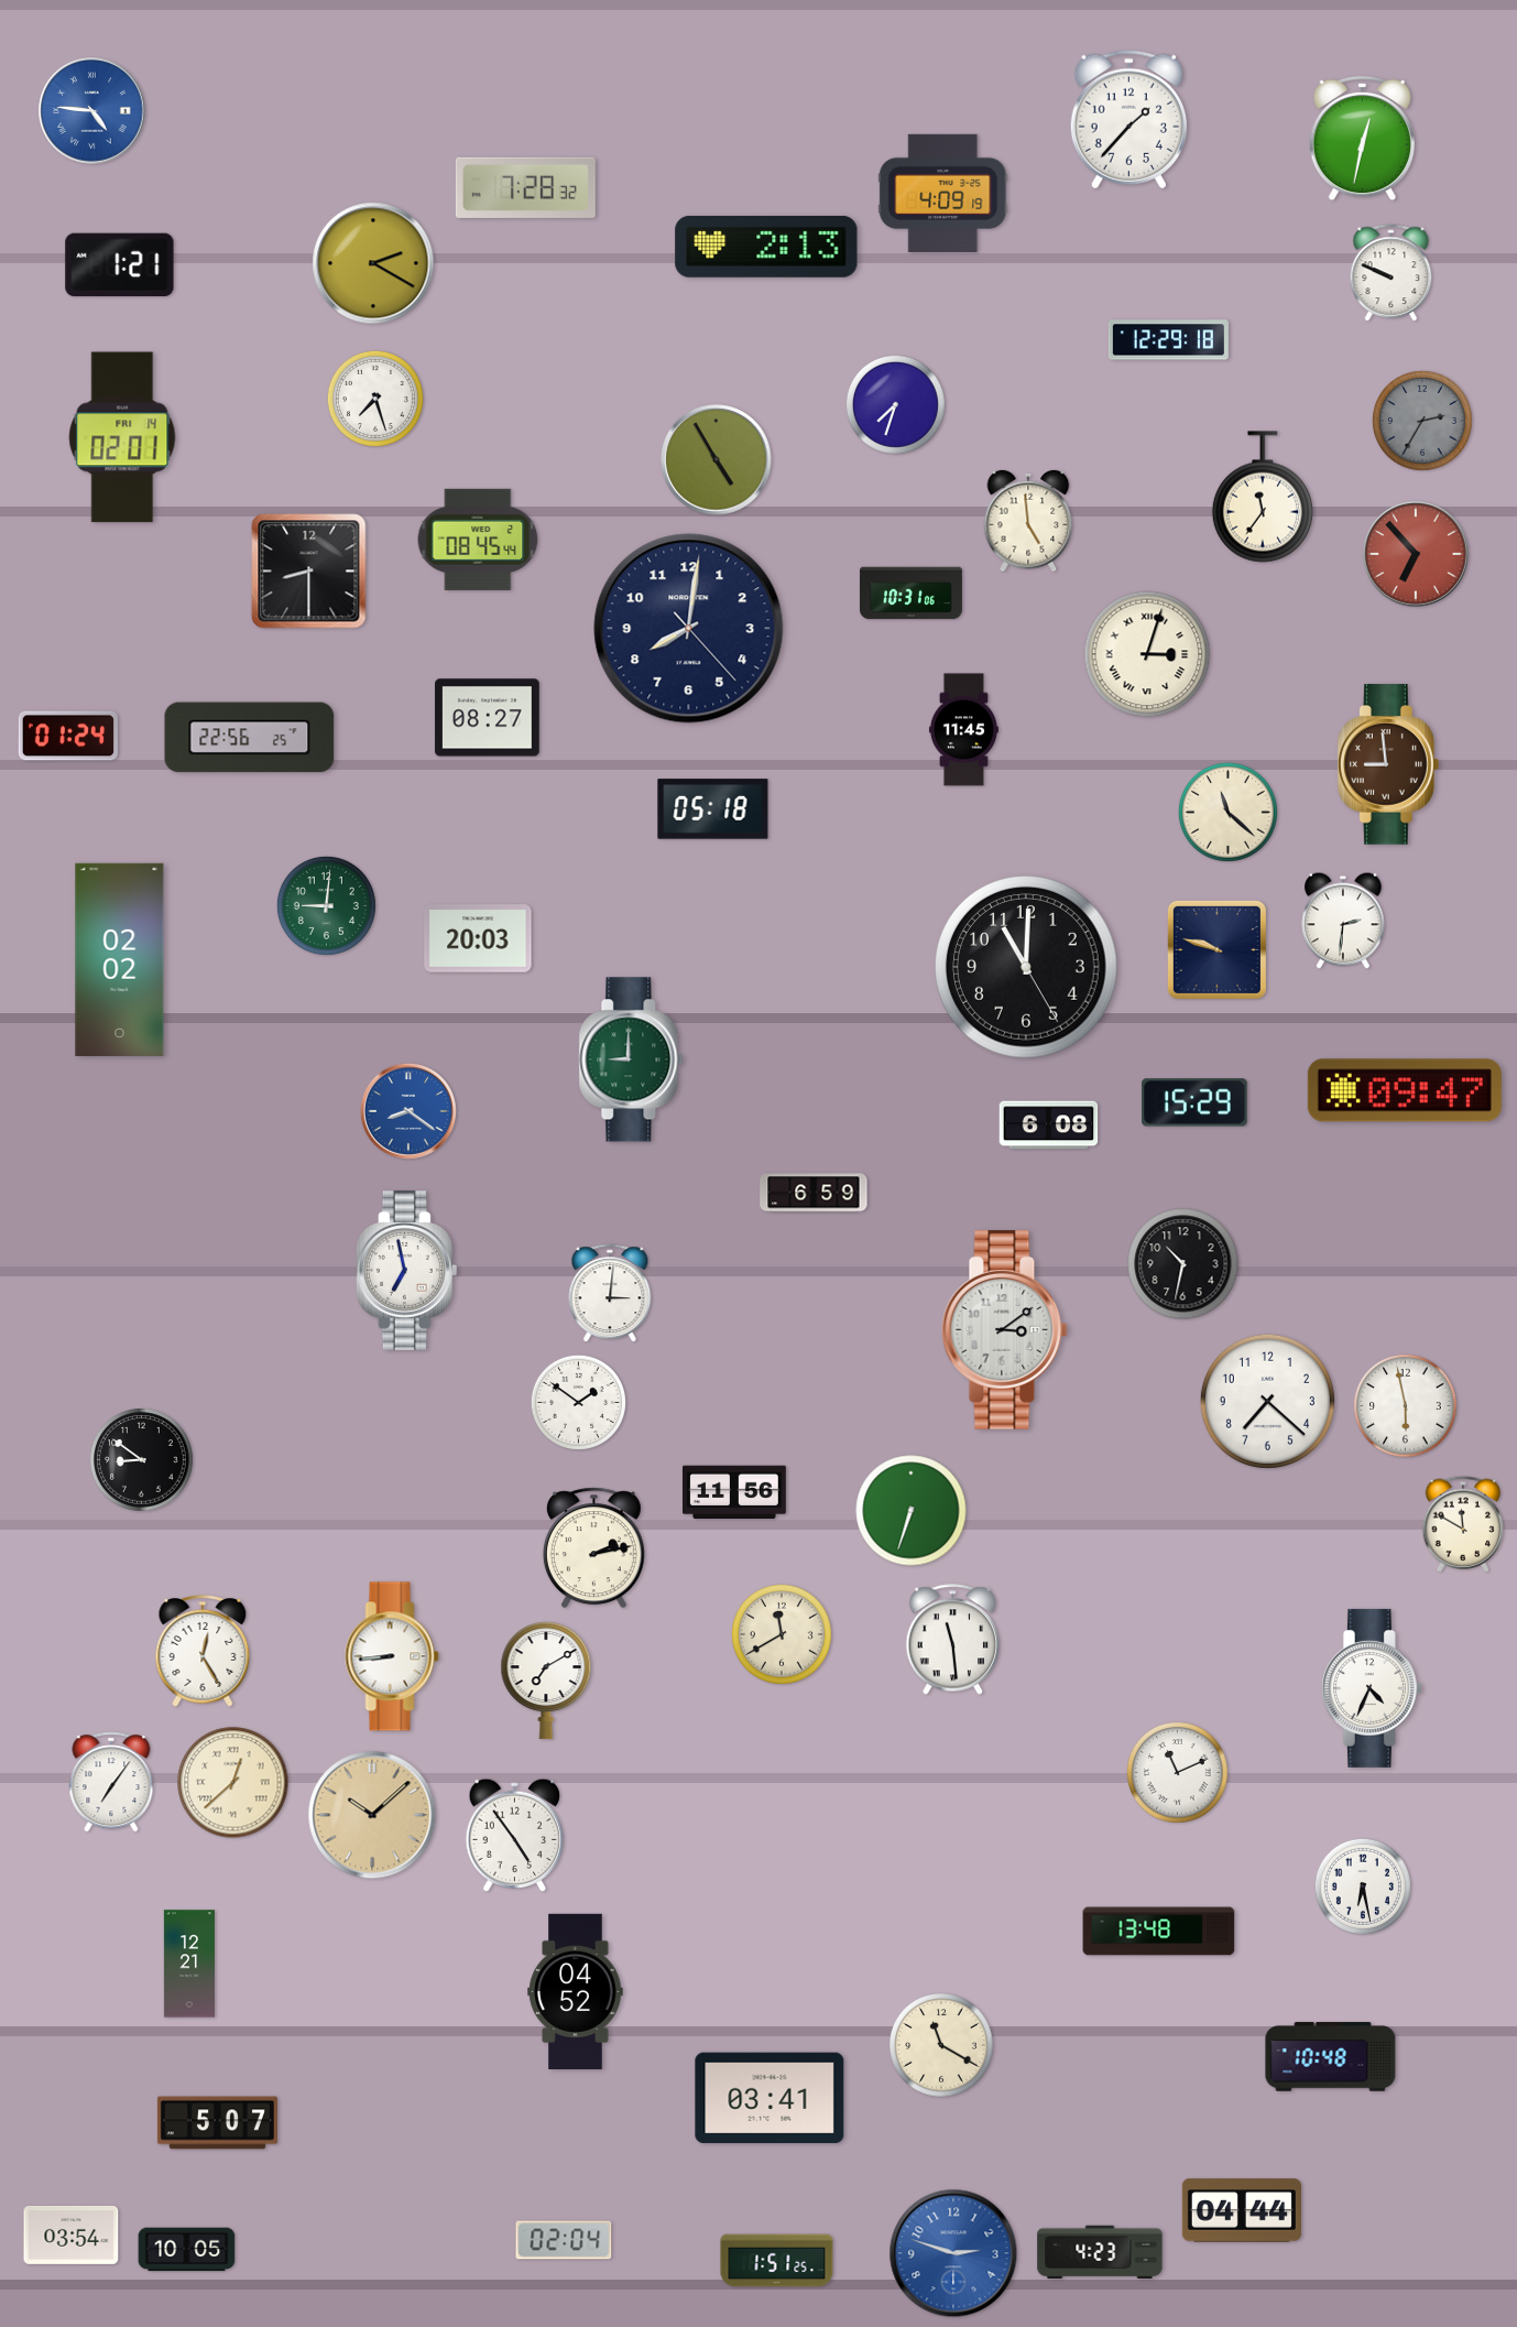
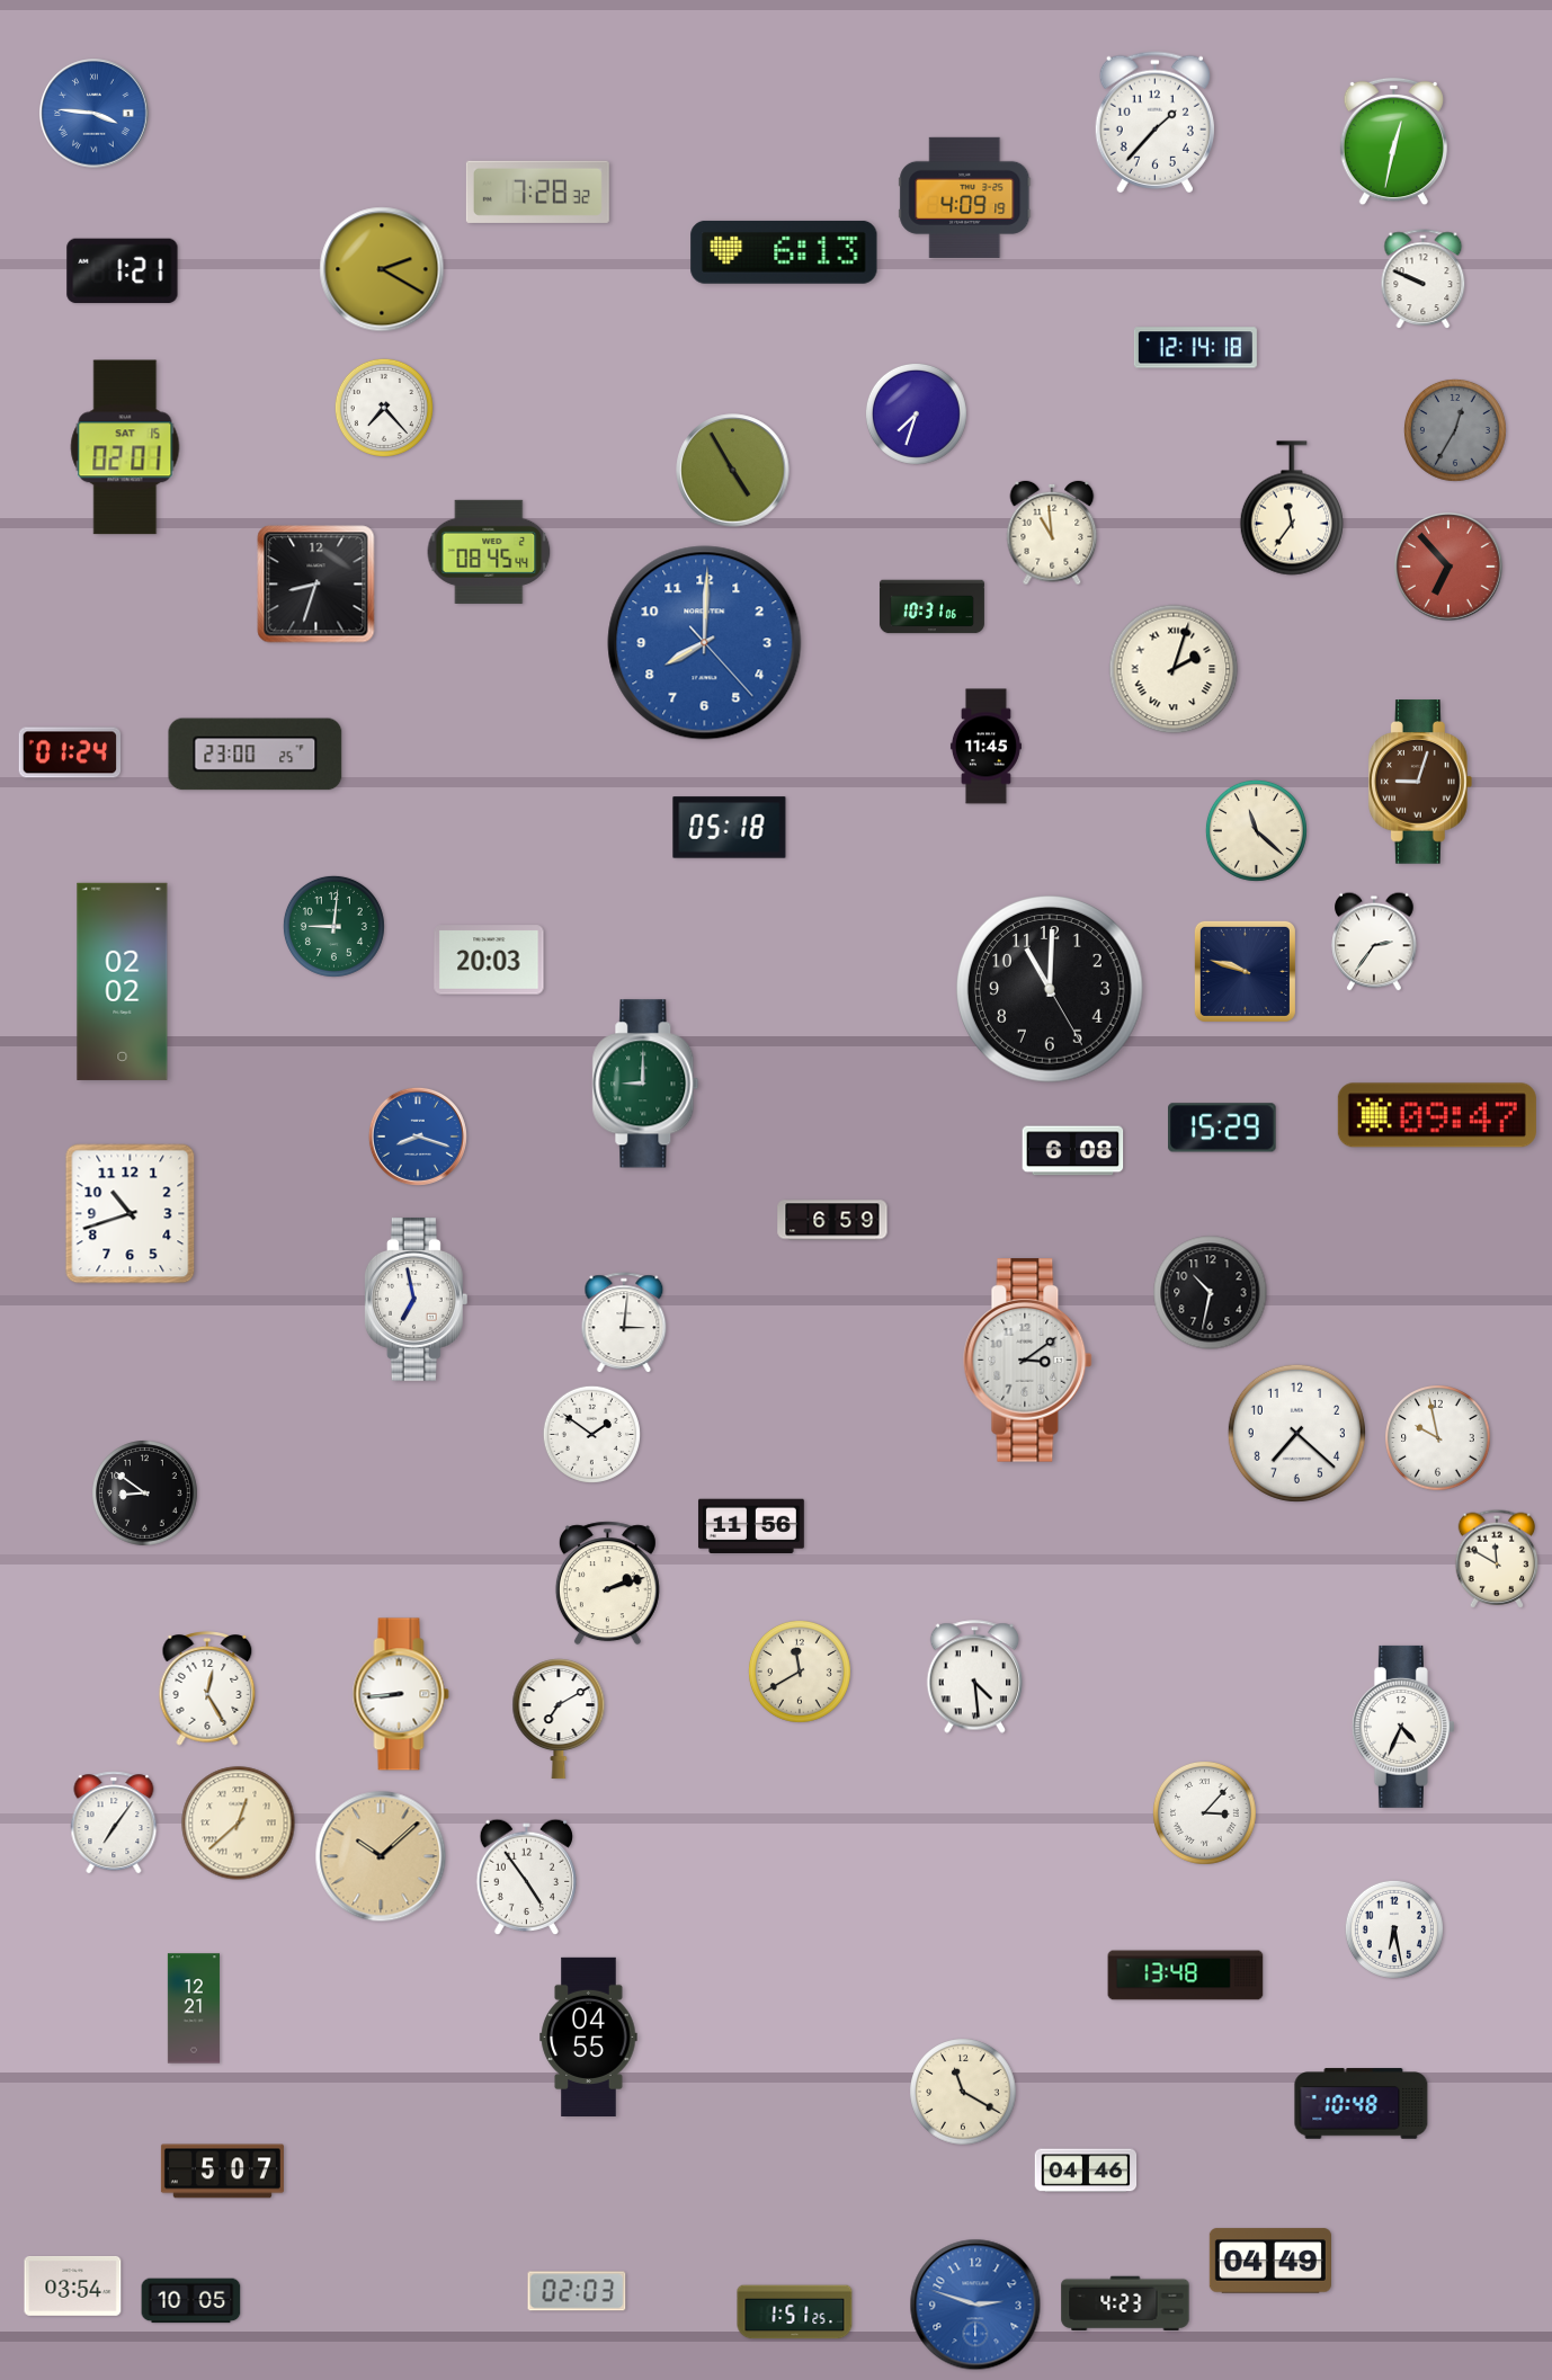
clock at (92, 111): 4:46 -> 3:46
clock at (766, 247): 2:13 -> 6:13
clock at (1168, 340): 12:29 -> 12:14
clock at (375, 399): 7:27 -> 7:23
clock at (1422, 421): 2:35 -> 12:35
clock at (122, 437) date: FRI 14 -> SAT 15
clock at (1028, 521): 4:59 -> 10:59
clock at (309, 572): 8:30 -> 8:33
clock at (689, 629): 8:01 -> 8:00
clock at (689, 629) dial: navy -> blue
clock at (1147, 654): 3:03 -> 2:03
clock at (488, 718): 08:27 -> none
clock at (250, 738): 22:56 -> 23:00
clock at (1388, 764): 8:59 -> 9:03
clock at (1343, 921): 2:31 -> 2:36
clock at (408, 1111): 8:21 -> 8:18
clock at (131, 1214): none -> 10:42
clock at (1406, 1406): 5:58 -> 9:58
clock at (912, 1511): 6:33 -> none
clock at (593, 1548): 2:13 -> 2:12
clock at (953, 1640): 11:29 -> 4:29
clock at (1178, 1773): 11:11 -> 3:07
clock at (576, 1991): 04:52 -> 04:55
clock at (770, 2098): 03:41 -> none
clock at (1086, 2170): none -> 04:46
clock at (1242, 2210): 04:44 -> 04:49
clock at (564, 2240): 02:04 -> 02:03
